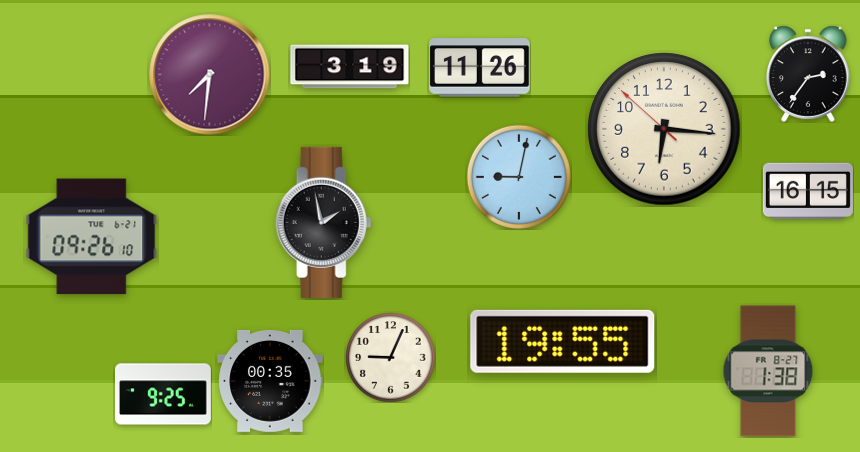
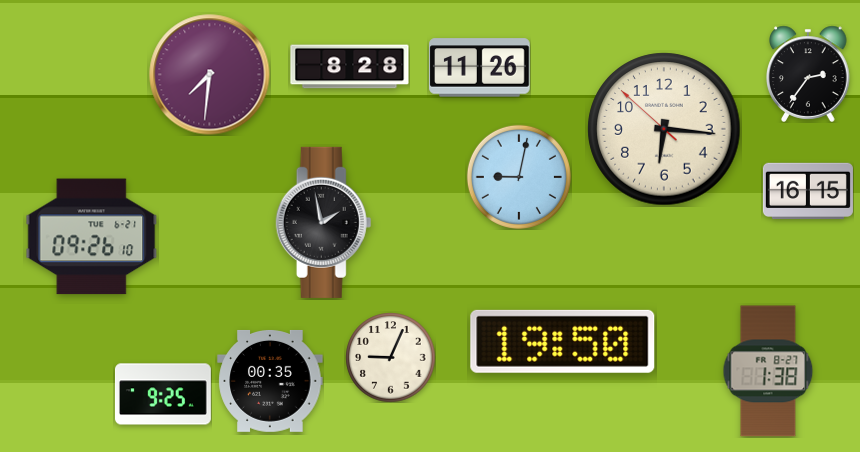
clock at (350, 67): 3:19 -> 8:28
clock at (563, 341): 19:55 -> 19:50
